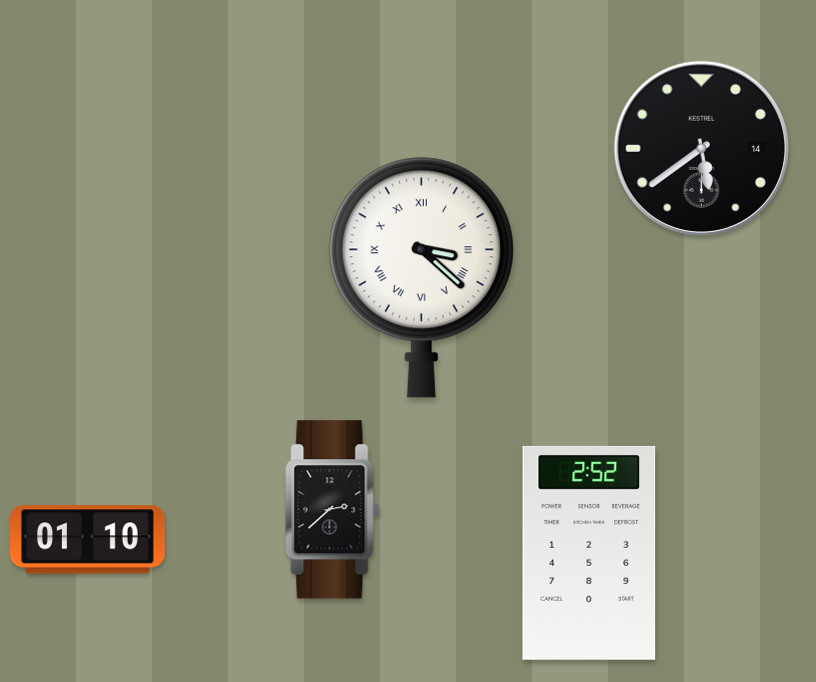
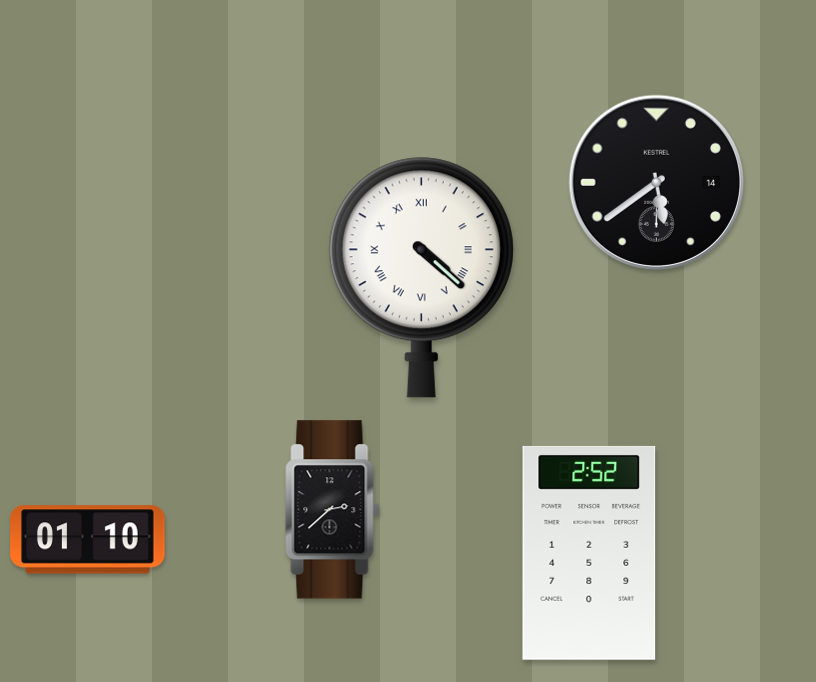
clock at (702, 149) position: (702, 149) -> (657, 183)
clock at (421, 277): 3:22 -> 4:22
